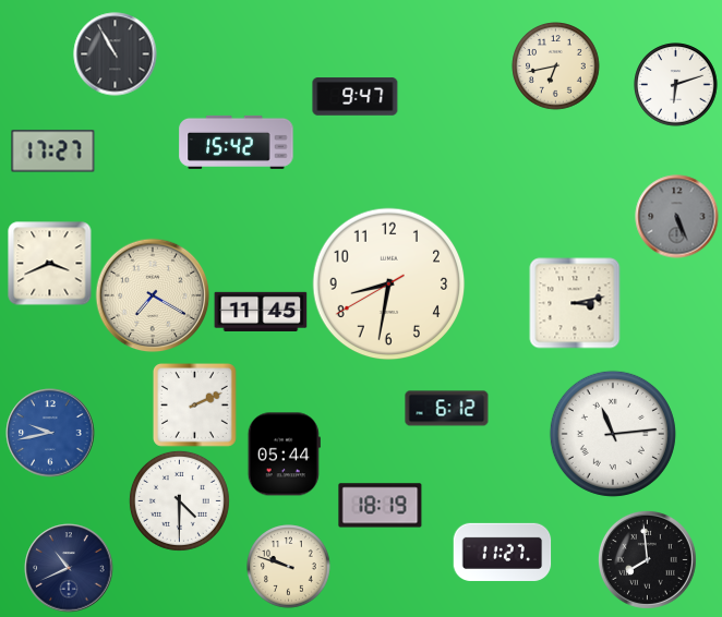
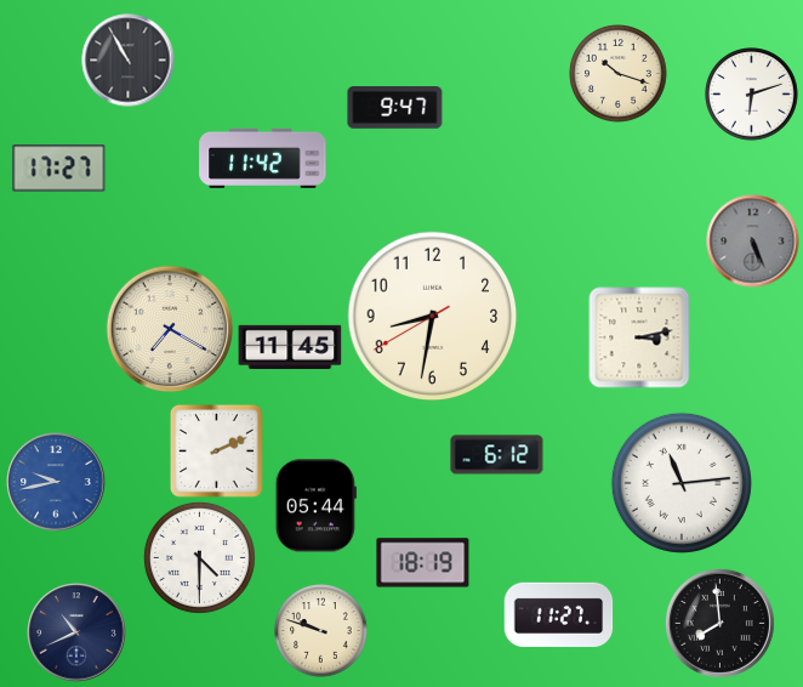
clock at (556, 66): 6:43 -> 10:18
clock at (237, 142): 15:42 -> 11:42
clock at (50, 264): 3:41 -> none
